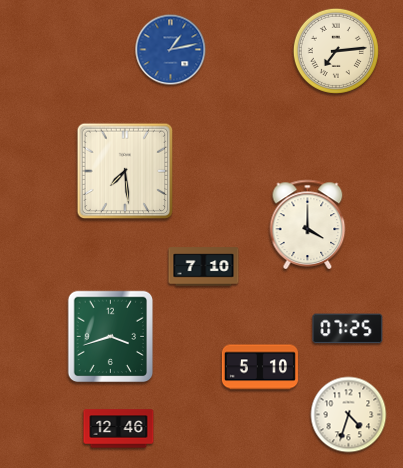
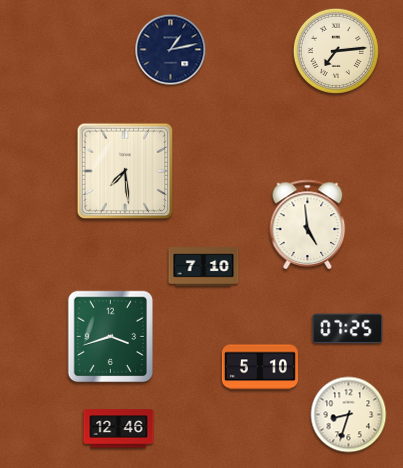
clock at (171, 50) dial: blue -> navy
clock at (308, 224): 4:00 -> 4:59
clock at (349, 415): 4:33 -> 8:33
